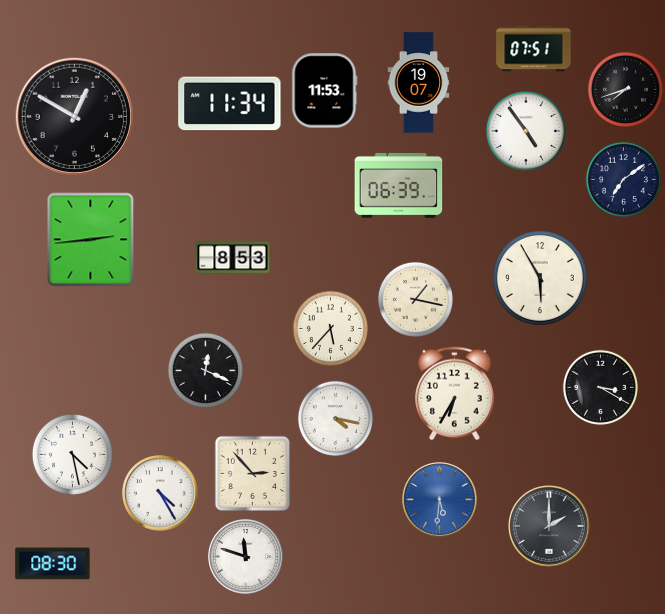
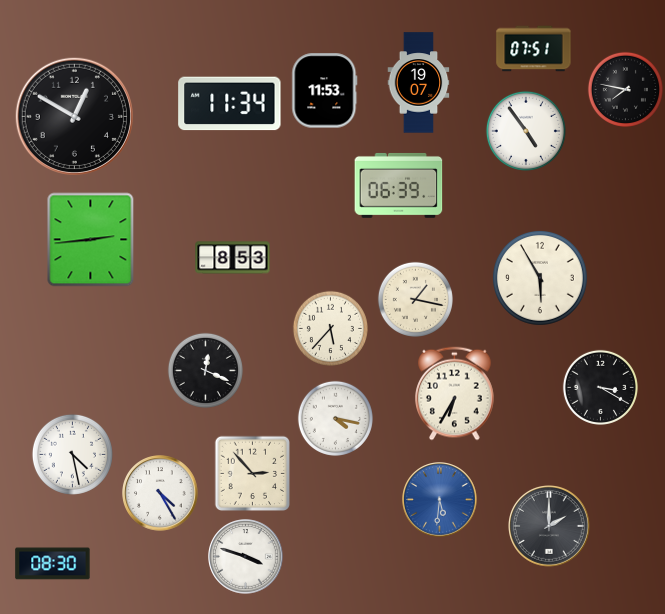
clock at (625, 89): 7:42 -> 7:47
clock at (623, 179): 7:09 -> none
clock at (246, 557): 11:48 -> 3:48
